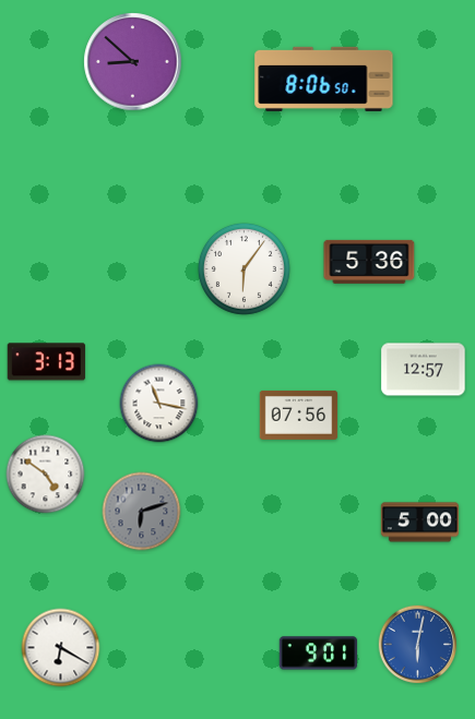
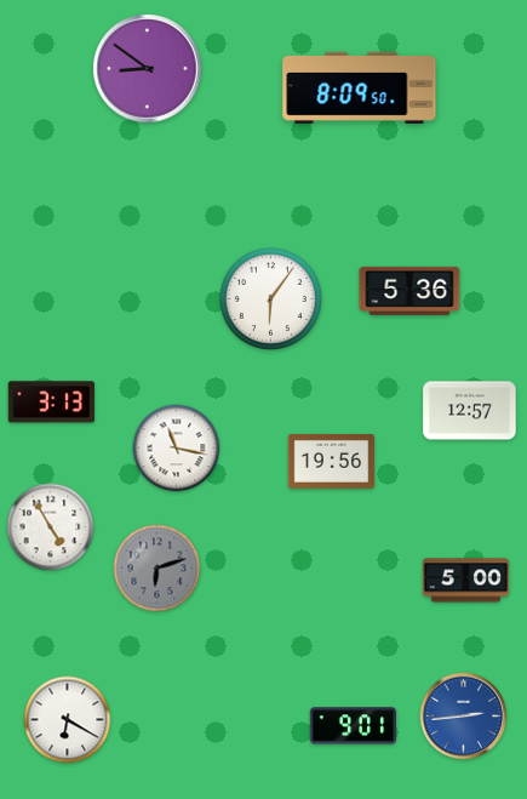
clock at (133, 62): 8:52 -> 8:51
clock at (324, 79): 8:06 -> 8:09
clock at (299, 415): 07:56 -> 19:56
clock at (46, 475): 4:51 -> 4:55
clock at (418, 645): 6:02 -> 2:44
